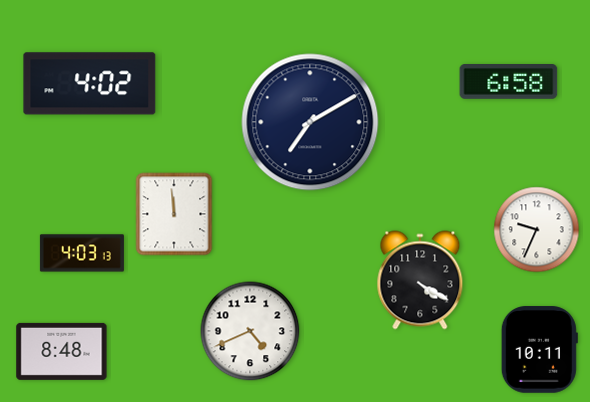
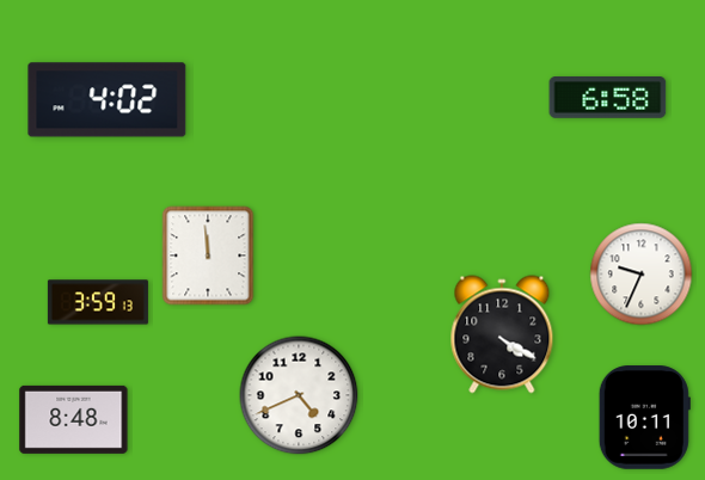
clock at (310, 122): 7:10 -> none
clock at (82, 253): 4:03 -> 3:59
